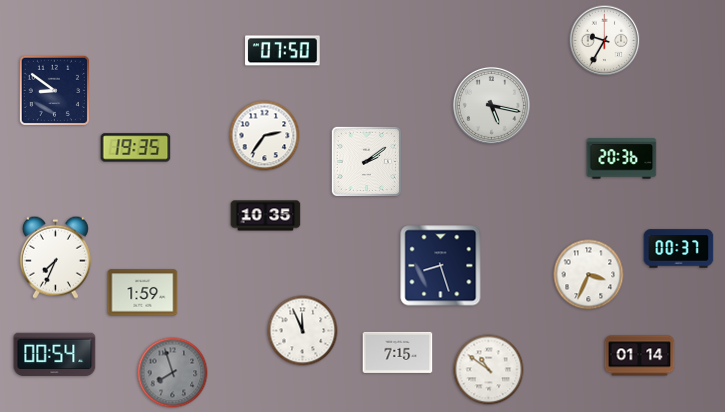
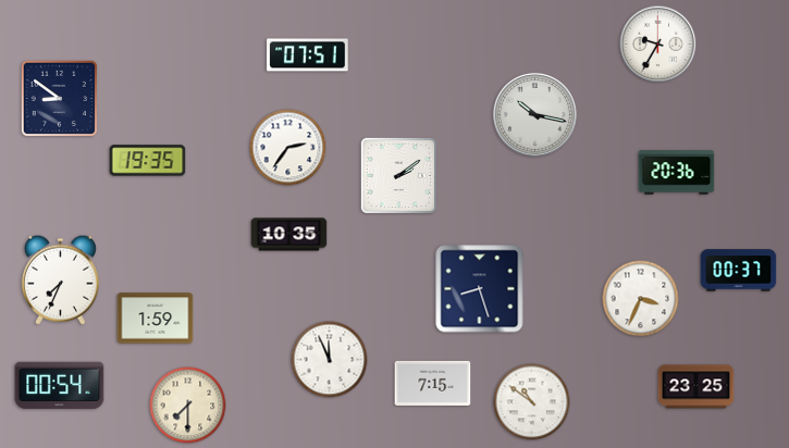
clock at (283, 51): 07:50 -> 07:51
clock at (491, 105): 5:17 -> 10:17
clock at (640, 356): 01:14 -> 23:25
clock at (173, 373): 7:57 -> 7:30
clock at (173, 373) dial: grey -> cream
